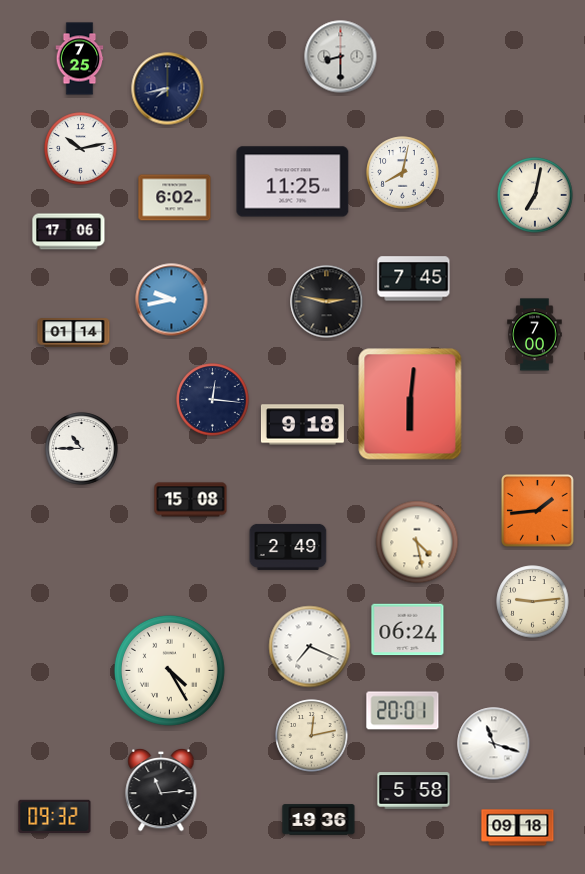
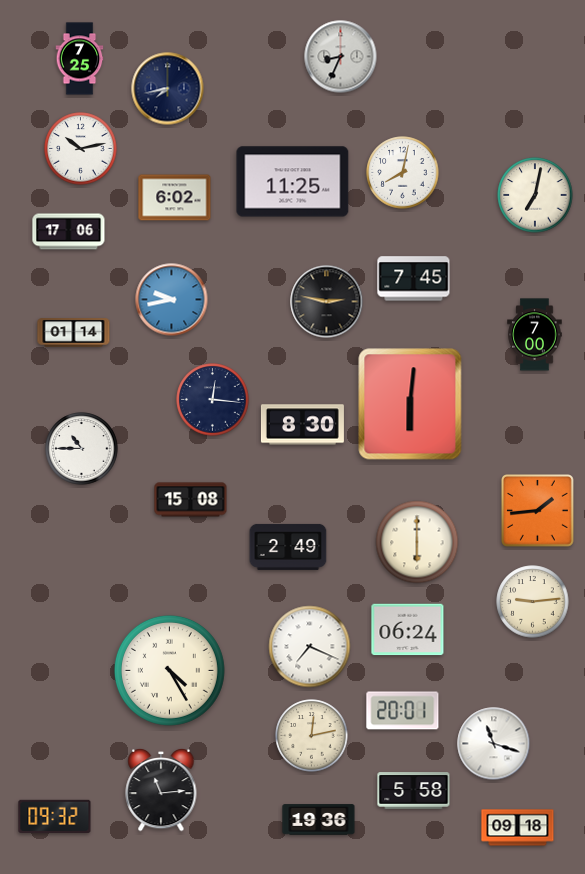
clock at (341, 57): 8:30 -> 8:34
clock at (302, 425): 9:18 -> 8:30
clock at (417, 542): 4:28 -> 6:00
